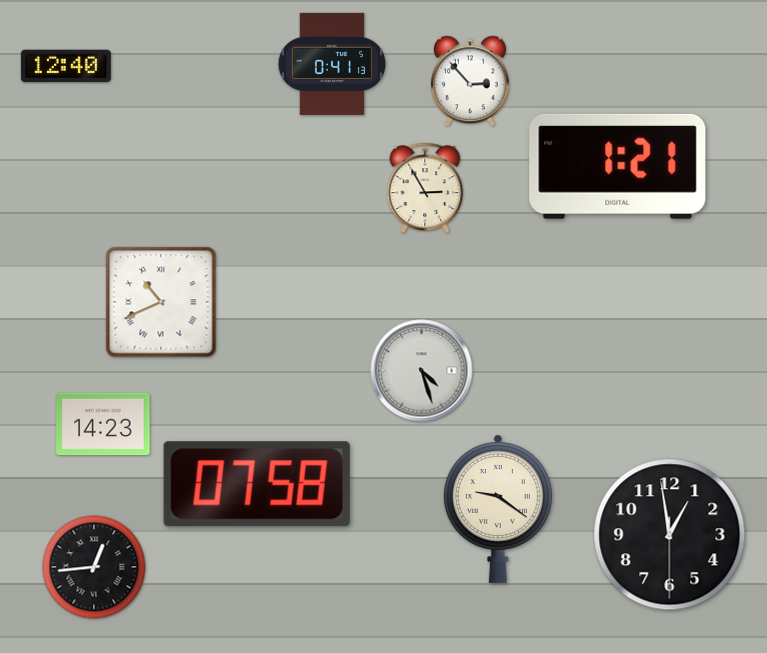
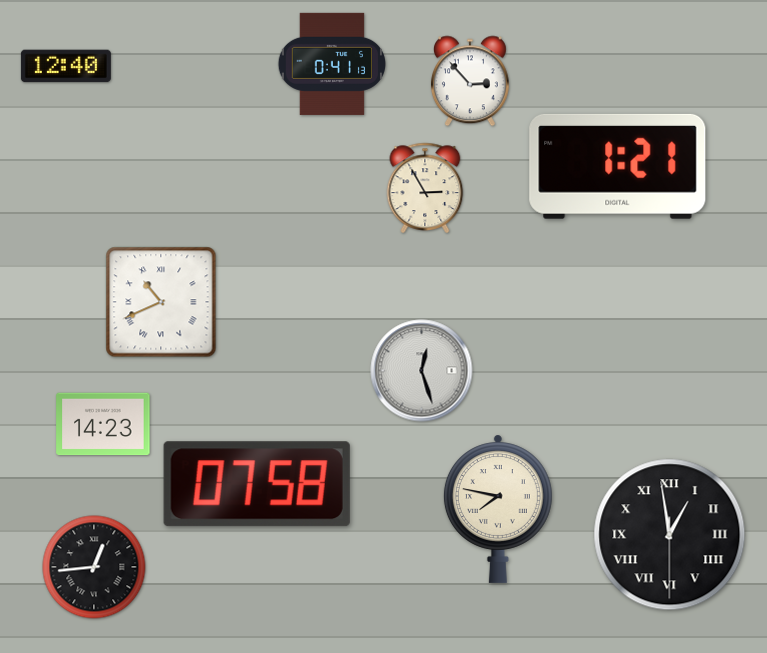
clock at (422, 371): 4:27 -> 12:27
clock at (498, 509): 9:21 -> 7:47
clock at (670, 535) numerals: Arabic -> Roman
